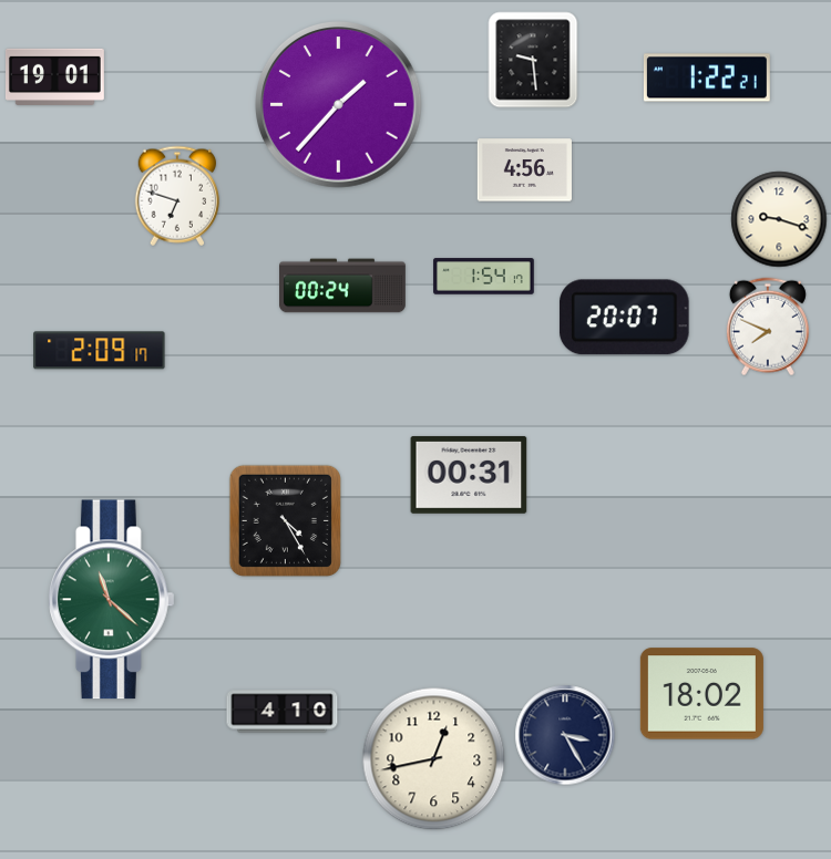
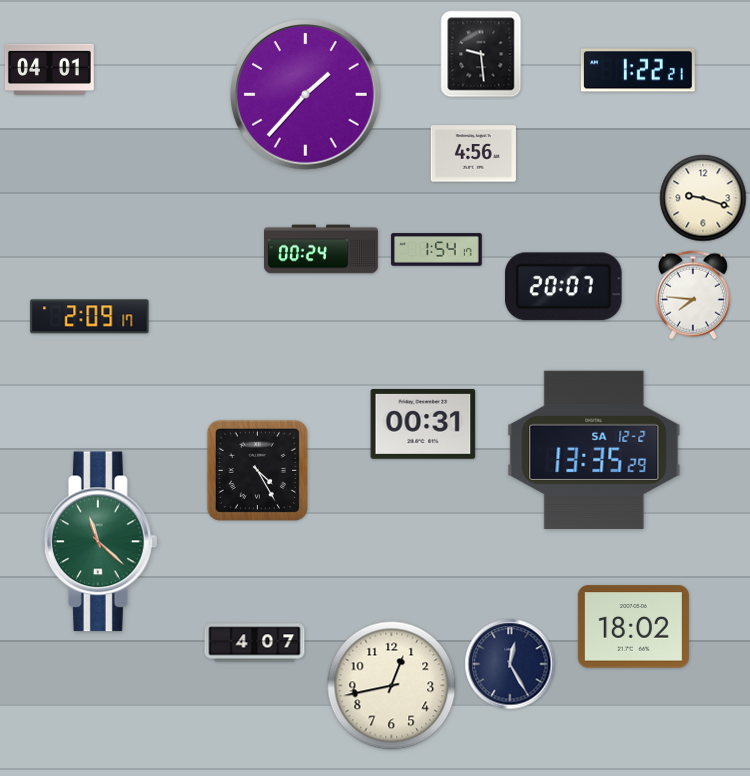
clock at (54, 76): 19:01 -> 04:01
clock at (176, 196): 6:48 -> none
clock at (343, 286) position: (343, 286) -> (322, 249)
clock at (768, 327): 7:49 -> 7:46
clock at (469, 475) position: (469, 475) -> (423, 424)
clock at (594, 450): none -> 13:35
clock at (283, 712): 4:10 -> 4:07
clock at (565, 735): 3:25 -> 12:25
